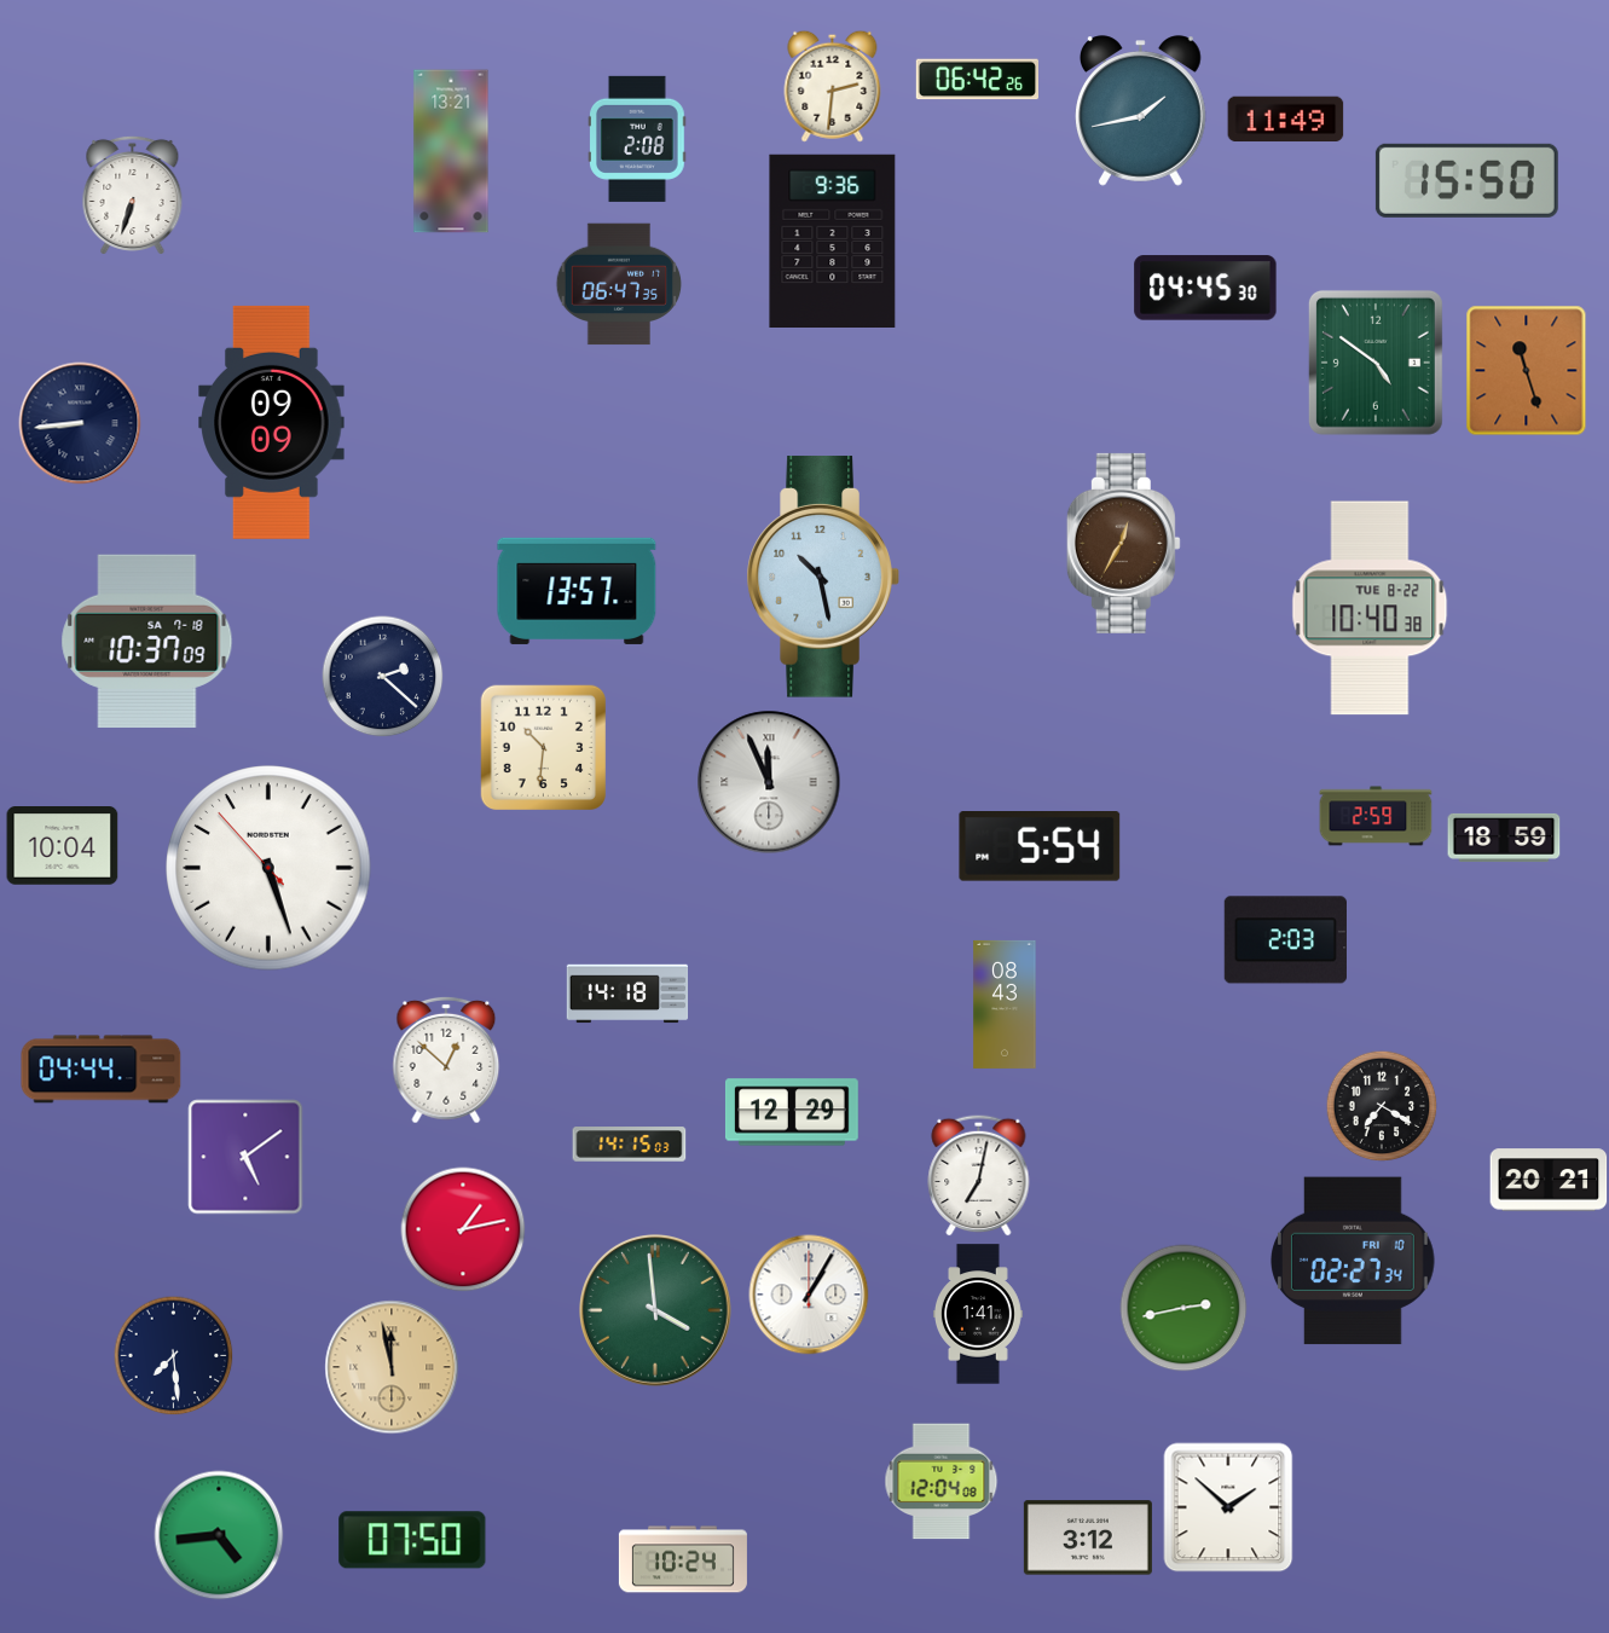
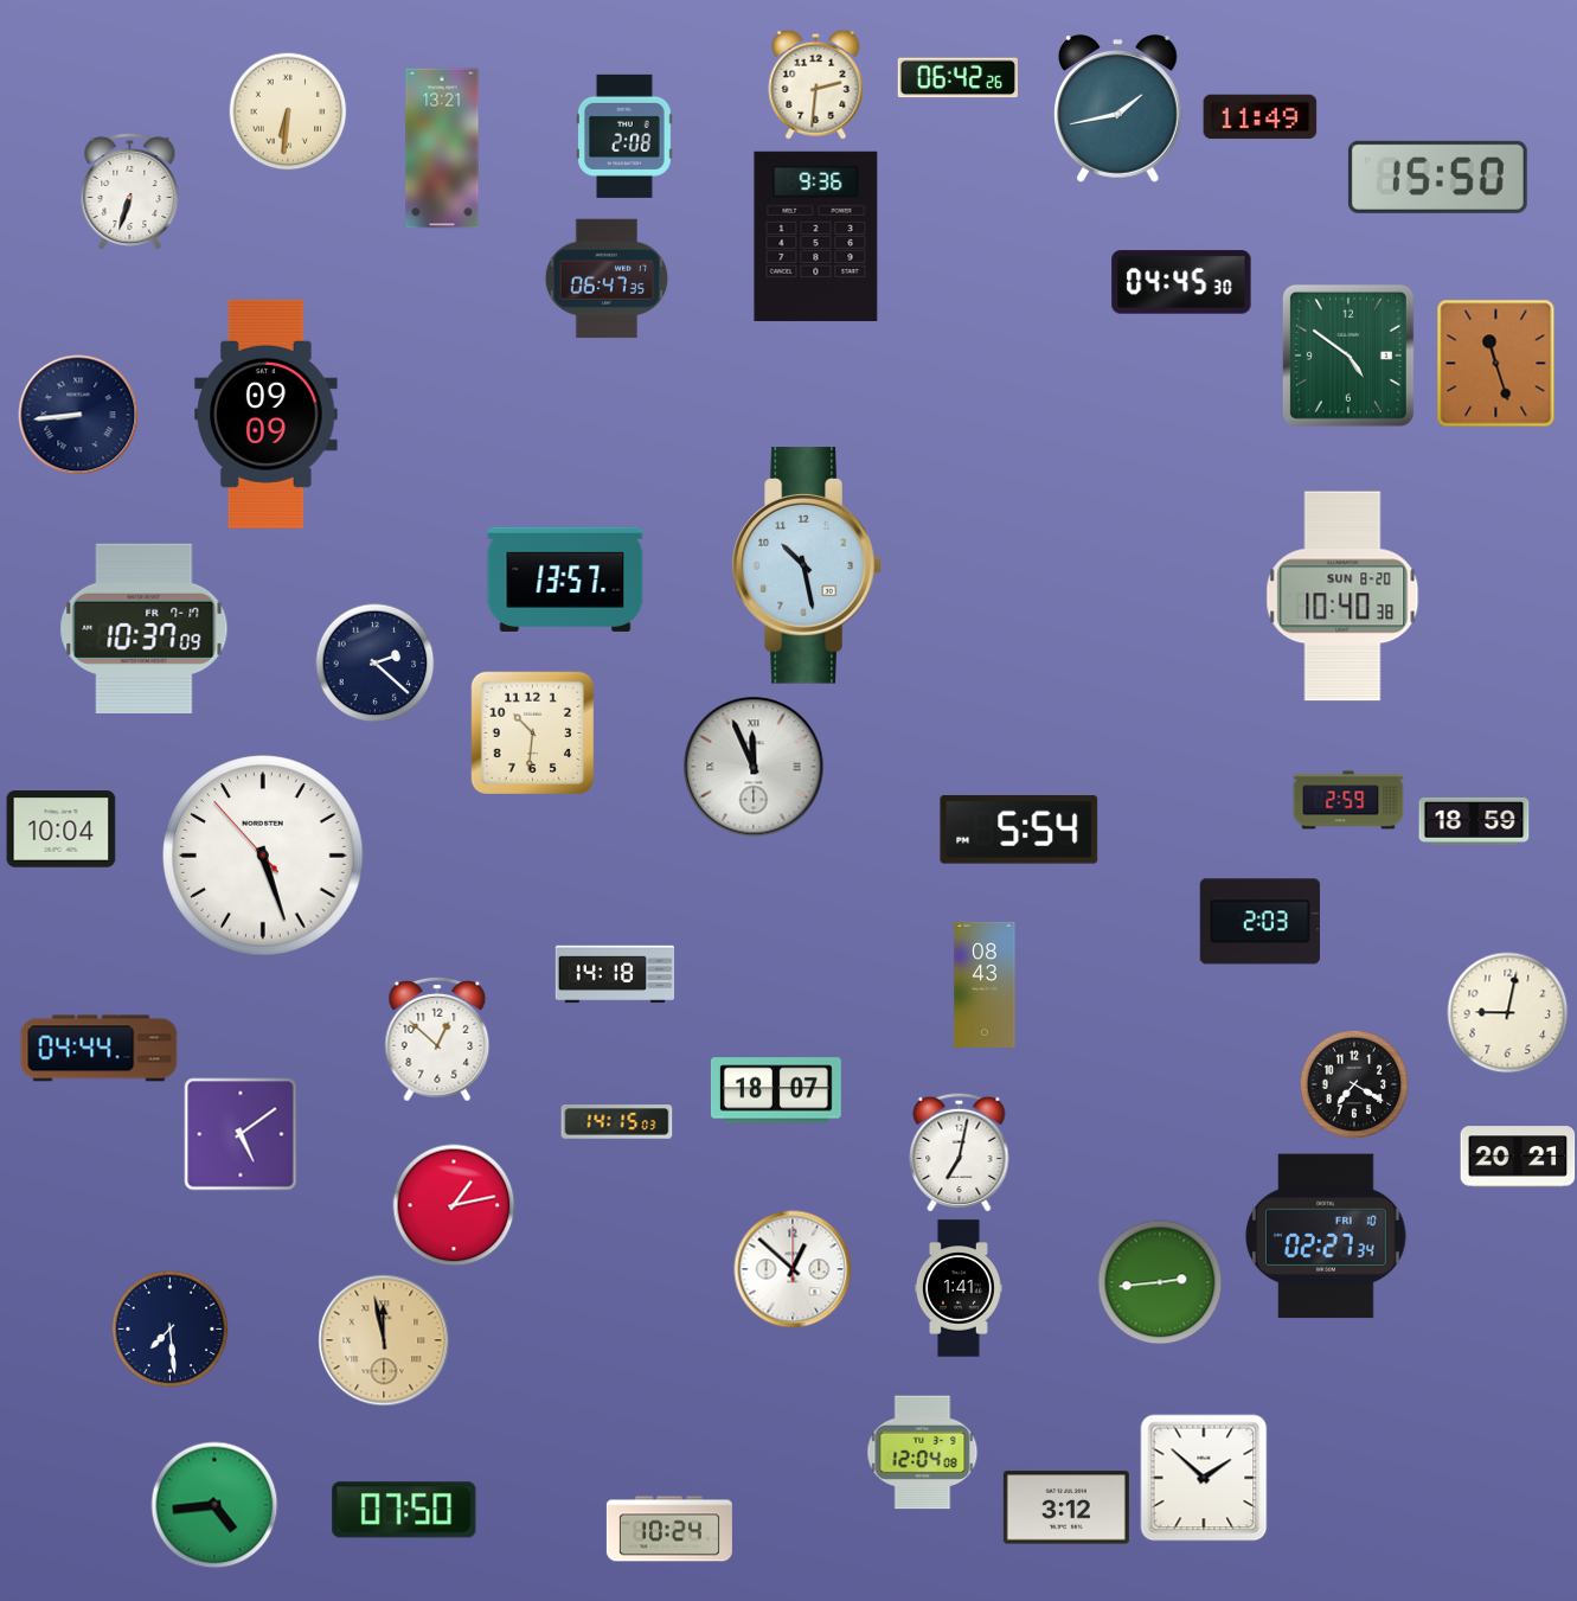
clock at (288, 111): none -> 6:31
clock at (1123, 543): 12:35 -> none
clock at (1370, 608) date: TUE 8-22 -> SUN 8-20
clock at (147, 641) date: SA 7-18 -> FR 7-17
clock at (268, 868) position: (268, 868) -> (263, 856)
clock at (1508, 1013): none -> 9:02
clock at (792, 1112): 12:29 -> 18:07
clock at (809, 1295): 1:05 -> 12:52
clock at (1183, 1308): 2:43 -> 2:44
clock at (656, 1311): 3:59 -> none
